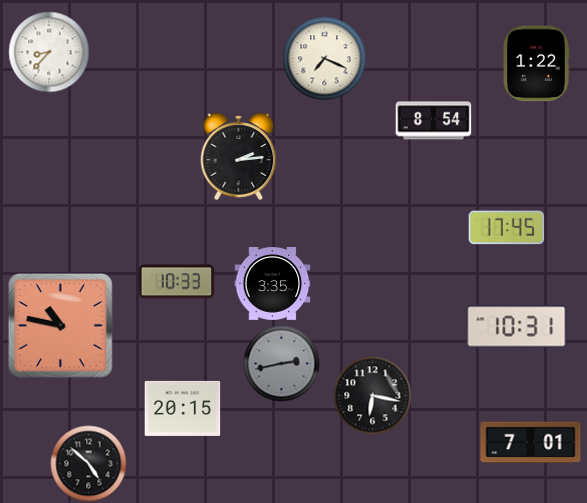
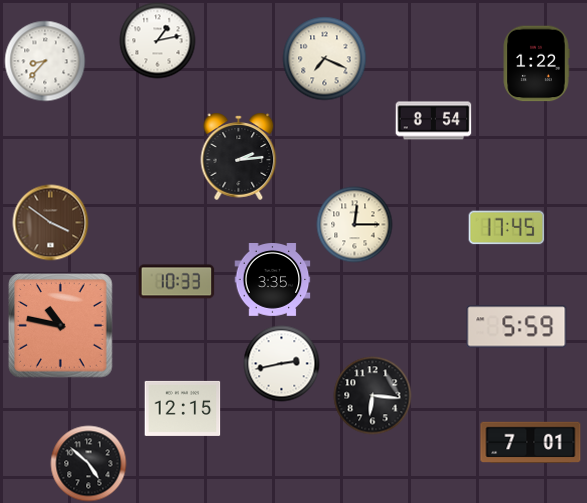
clock at (158, 41): none -> 1:13
clock at (49, 52) position: (49, 52) -> (45, 61)
clock at (51, 223): none -> 3:51
clock at (355, 225): none -> 12:15
clock at (273, 284) position: (273, 284) -> (273, 280)
clock at (517, 327): 10:31 -> 5:59
clock at (282, 364) dial: grey -> white
clock at (373, 396): 6:17 -> 6:16
clock at (183, 408): 20:15 -> 12:15
